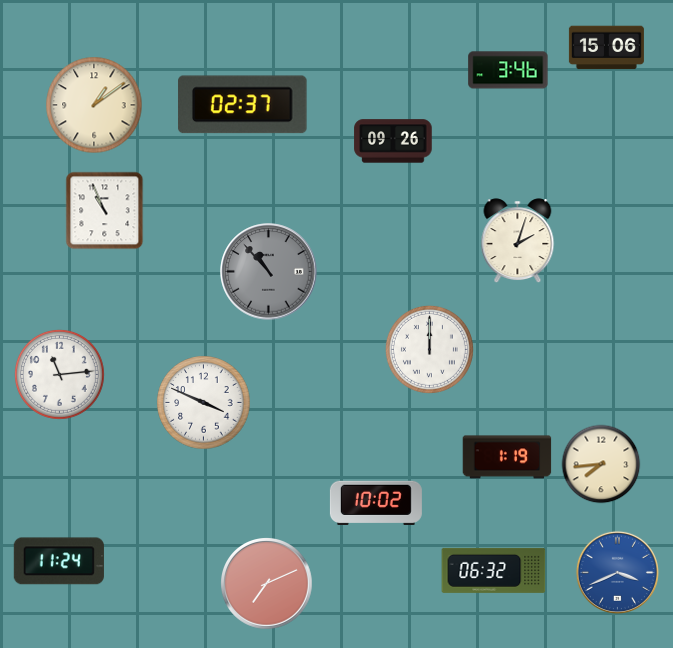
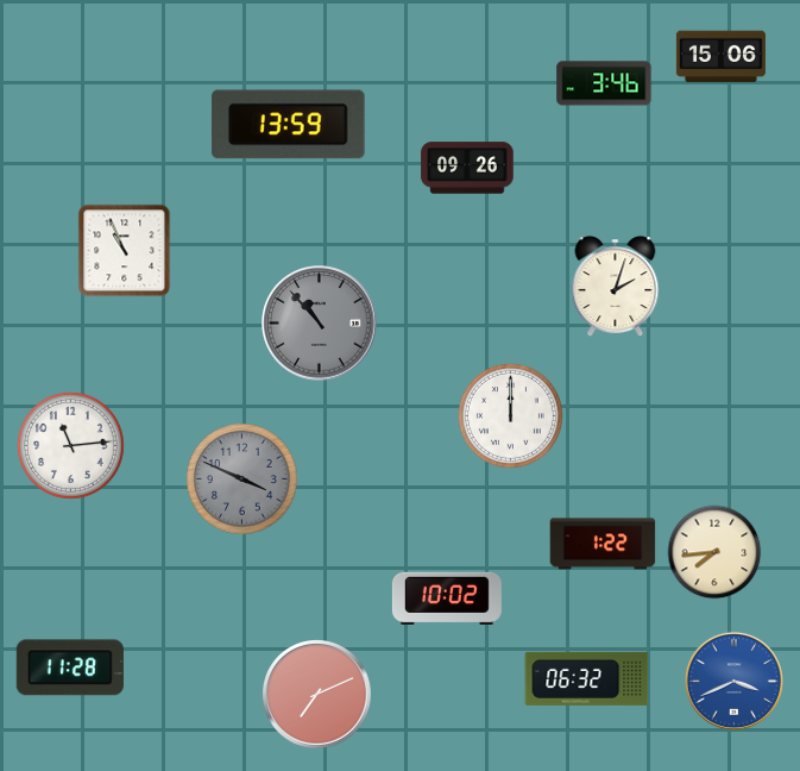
clock at (94, 105): 1:09 -> none
clock at (243, 105): 02:37 -> 13:59
clock at (204, 403) dial: white -> grey
clock at (507, 457): 1:19 -> 1:22
clock at (59, 561): 11:24 -> 11:28
